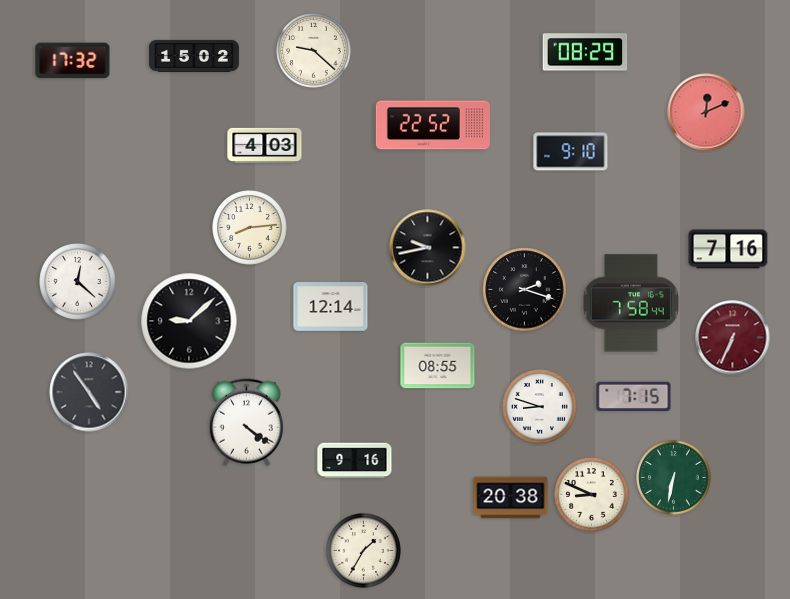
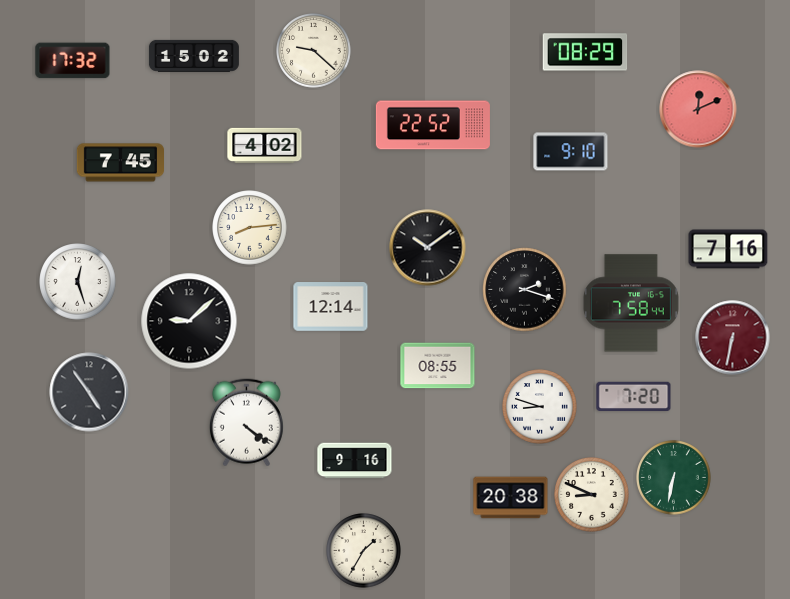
clock at (706, 112) position: (706, 112) -> (698, 109)
clock at (265, 145): 4:03 -> 4:02
clock at (120, 163): none -> 7:45
clock at (428, 248): 9:43 -> 10:09
clock at (78, 282): 12:22 -> 12:27
clock at (733, 338): 6:34 -> 6:32
clock at (634, 396): 7:15 -> 7:20
